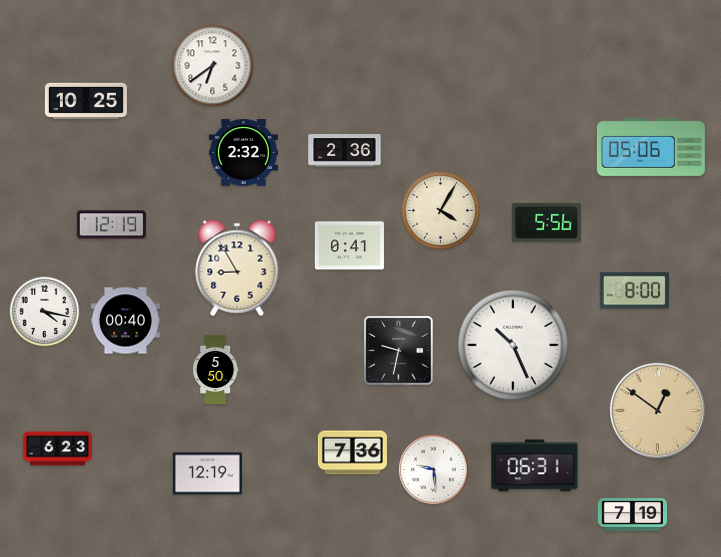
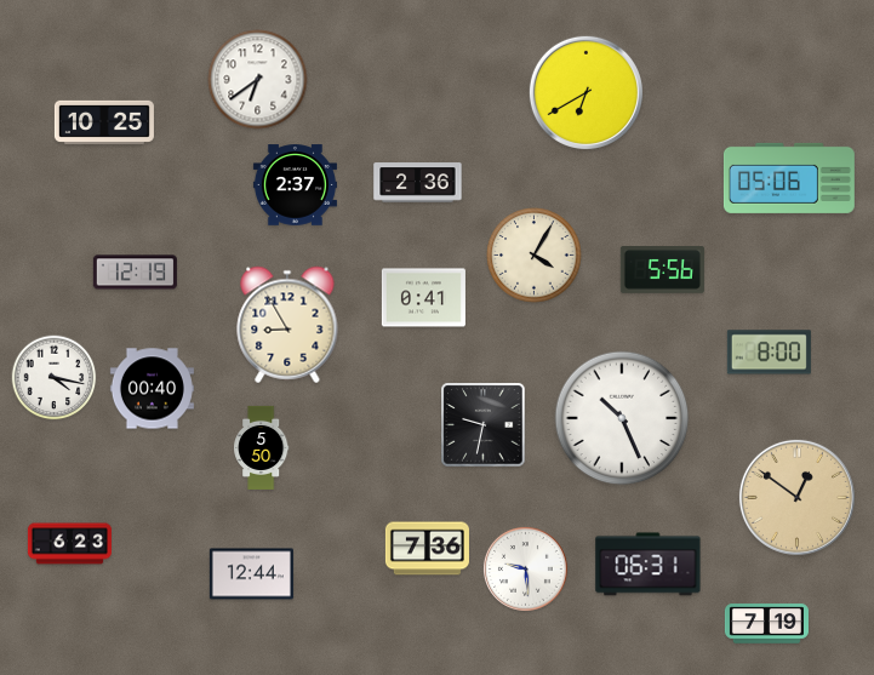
clock at (585, 92): none -> 6:40
clock at (243, 153): 2:32 -> 2:37
clock at (207, 474): 12:19 -> 12:44
